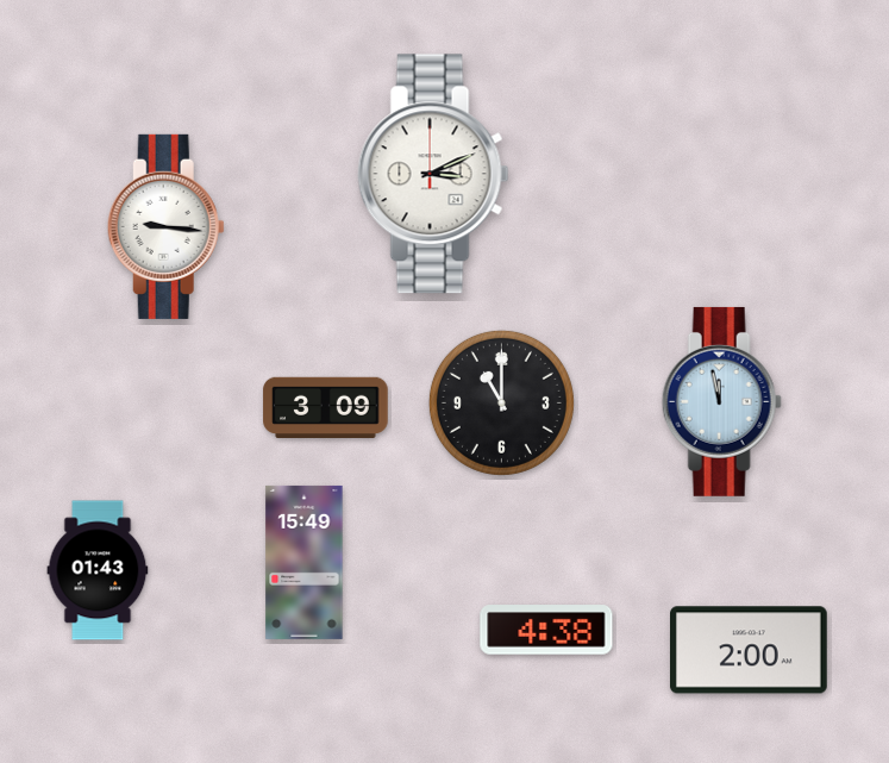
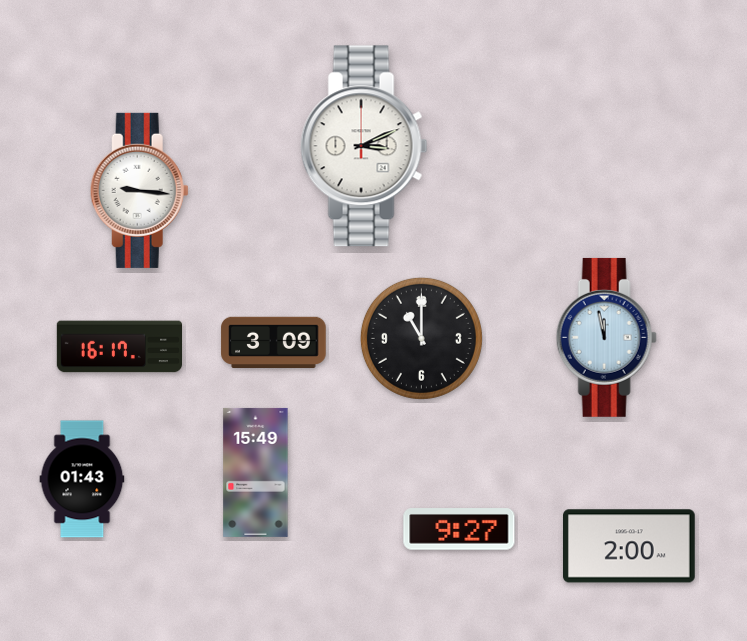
clock at (119, 347): none -> 16:17
clock at (546, 630): 4:38 -> 9:27
